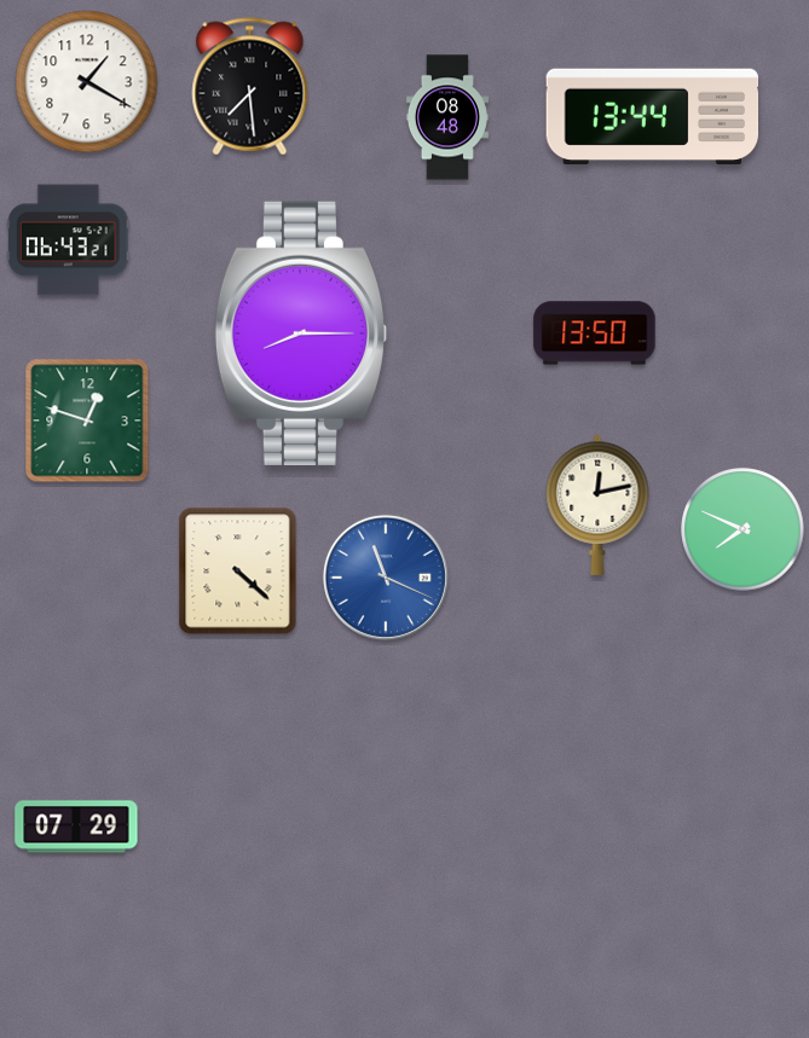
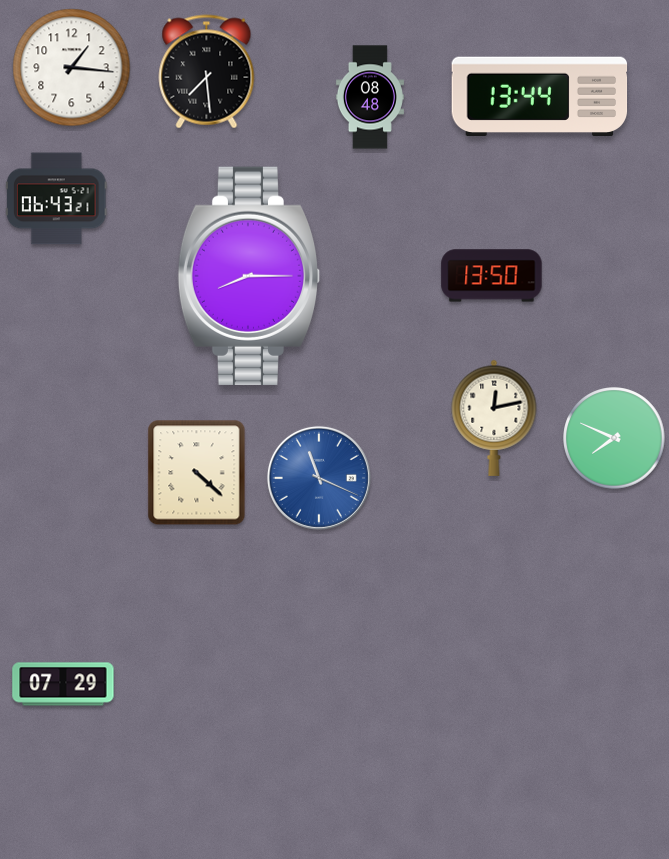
clock at (87, 82): 1:20 -> 1:16
clock at (87, 421): 12:48 -> none
